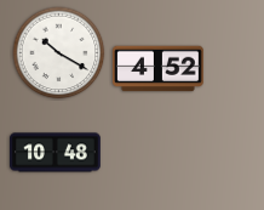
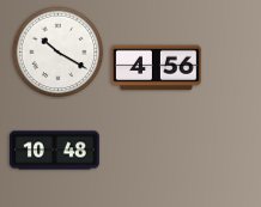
clock at (159, 69): 4:52 -> 4:56
